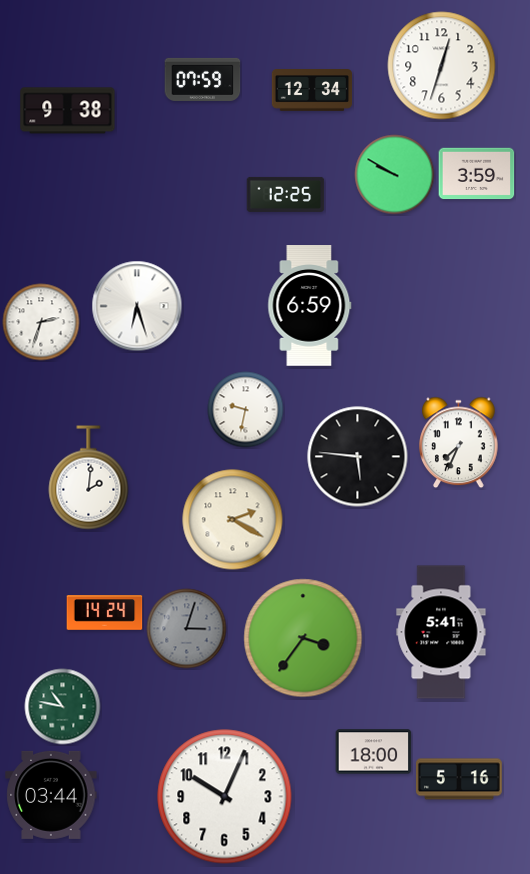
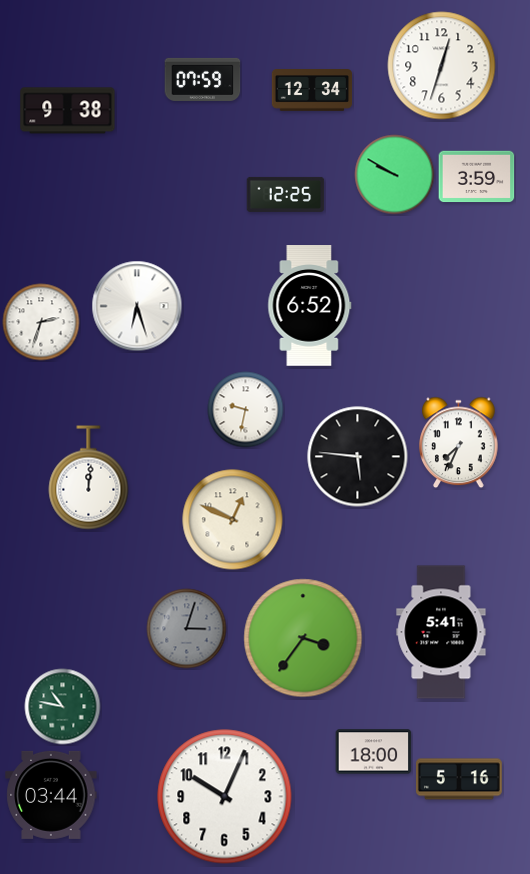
clock at (477, 174) position: (477, 174) -> (477, 177)
clock at (310, 306): 6:59 -> 6:52
clock at (89, 478): 2:01 -> 12:01
clock at (233, 520): 2:20 -> 12:49
clock at (105, 613): 14:24 -> none
